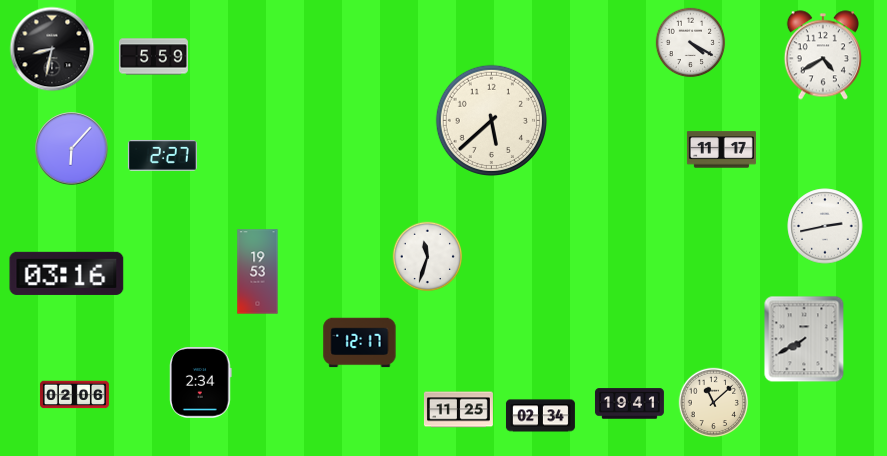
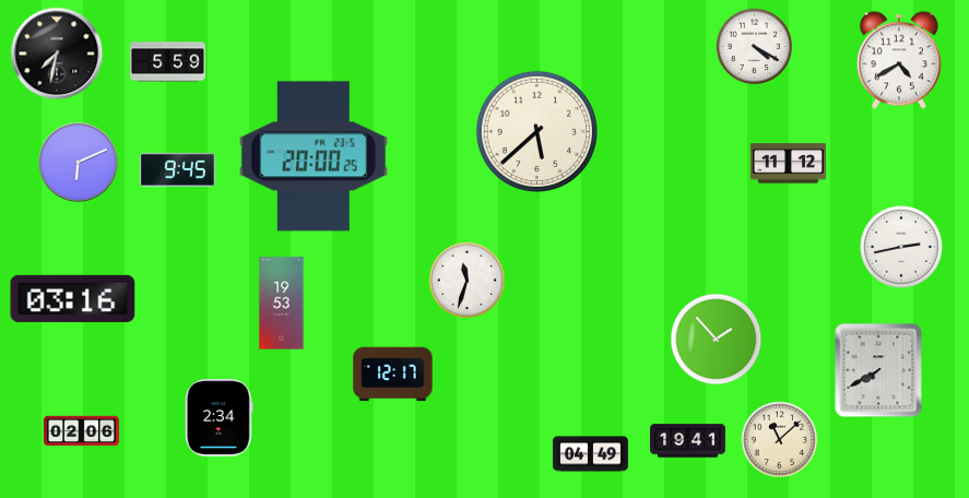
clock at (52, 49): 8:32 -> 7:32
clock at (314, 156): none -> 20:00
clock at (72, 149): 6:07 -> 6:11
clock at (721, 150): 11:17 -> 11:12
clock at (162, 156): 2:27 -> 9:45
clock at (258, 272) position: (258, 272) -> (282, 304)
clock at (717, 340): none -> 1:53
clock at (458, 410): 11:25 -> none
clock at (540, 416): 02:34 -> 04:49
